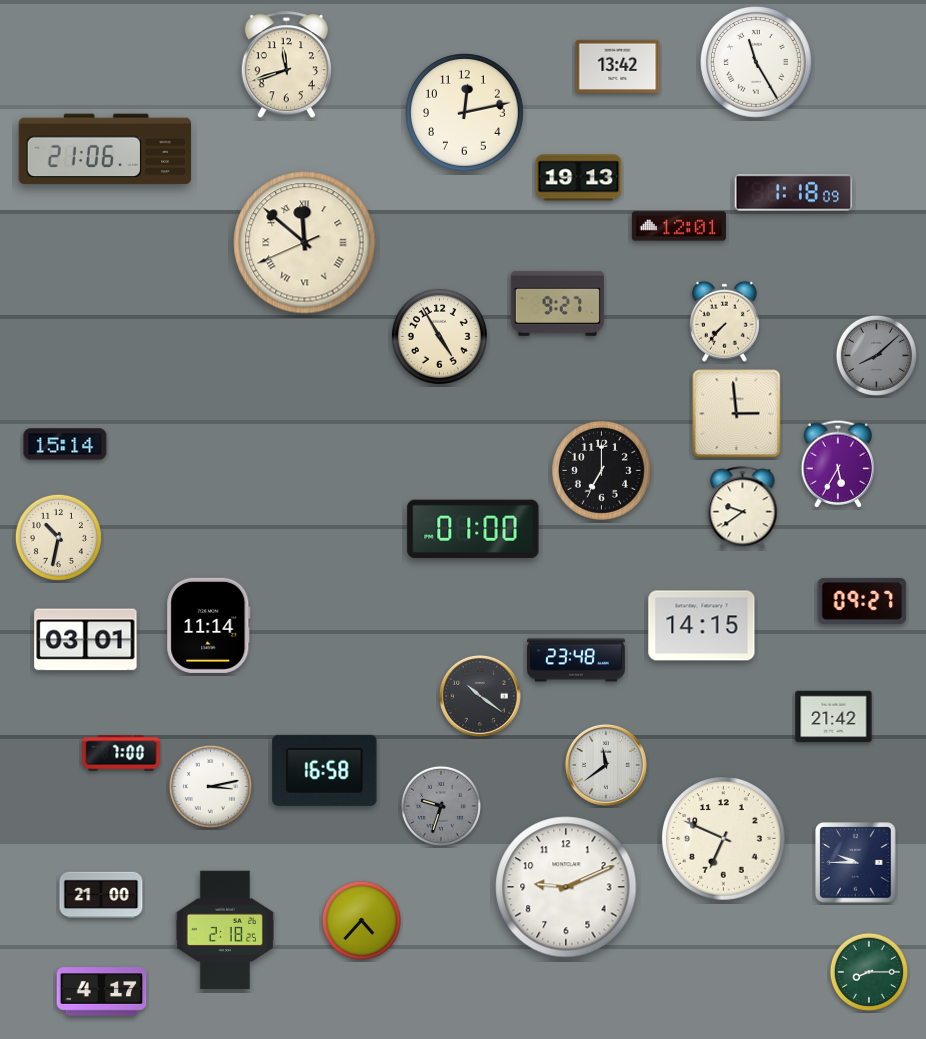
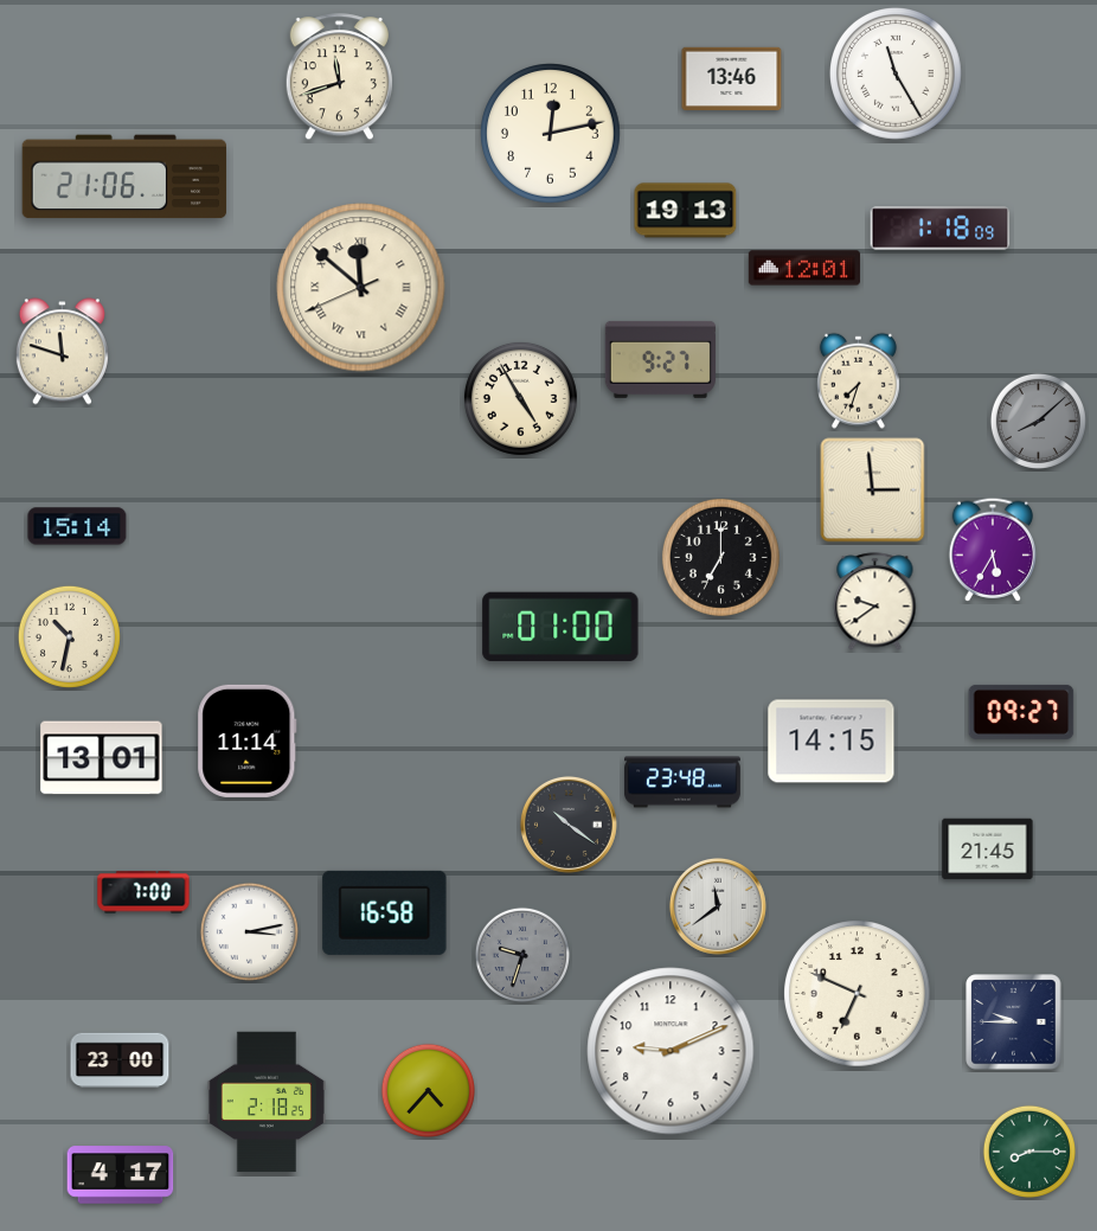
clock at (618, 67): 13:42 -> 13:46
clock at (62, 352): none -> 11:48
clock at (724, 321): 7:37 -> 7:33
clock at (601, 470) position: (601, 470) -> (720, 557)
clock at (743, 508) position: (743, 508) -> (875, 602)
clock at (86, 640): 03:01 -> 13:01
clock at (834, 717): 21:42 -> 21:45
clock at (101, 895): 21:00 -> 23:00
